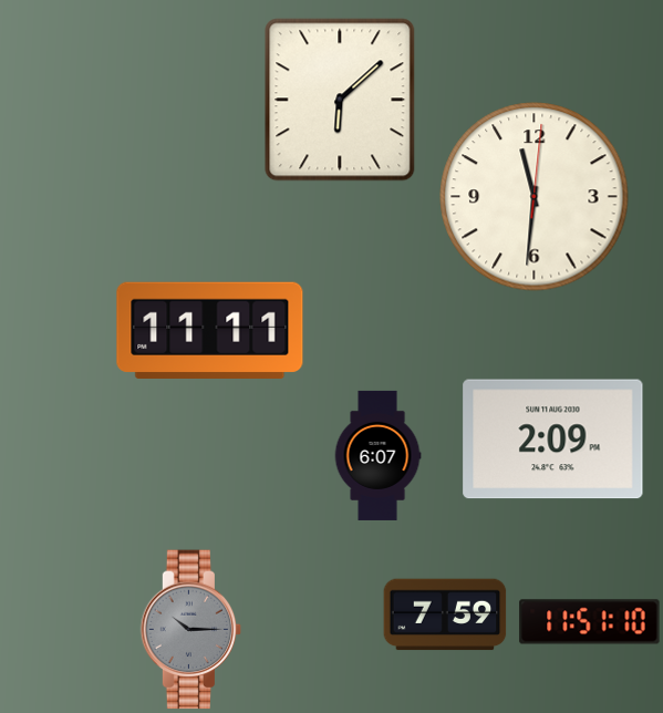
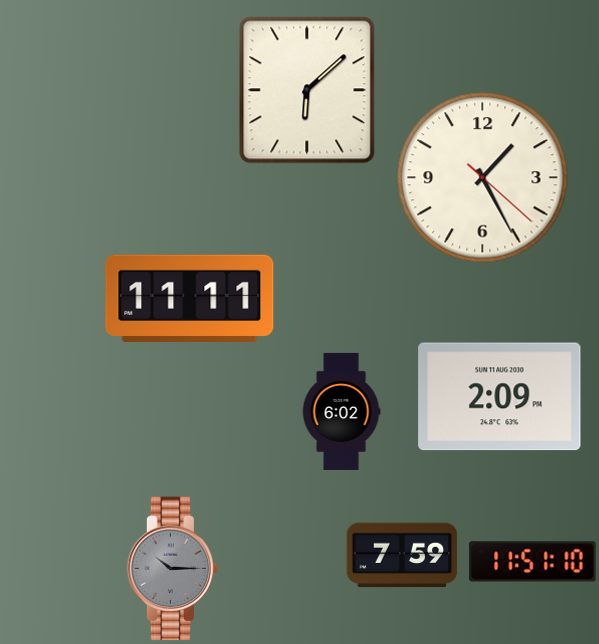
clock at (535, 197): 11:31 -> 1:25
clock at (377, 455): 6:07 -> 6:02
